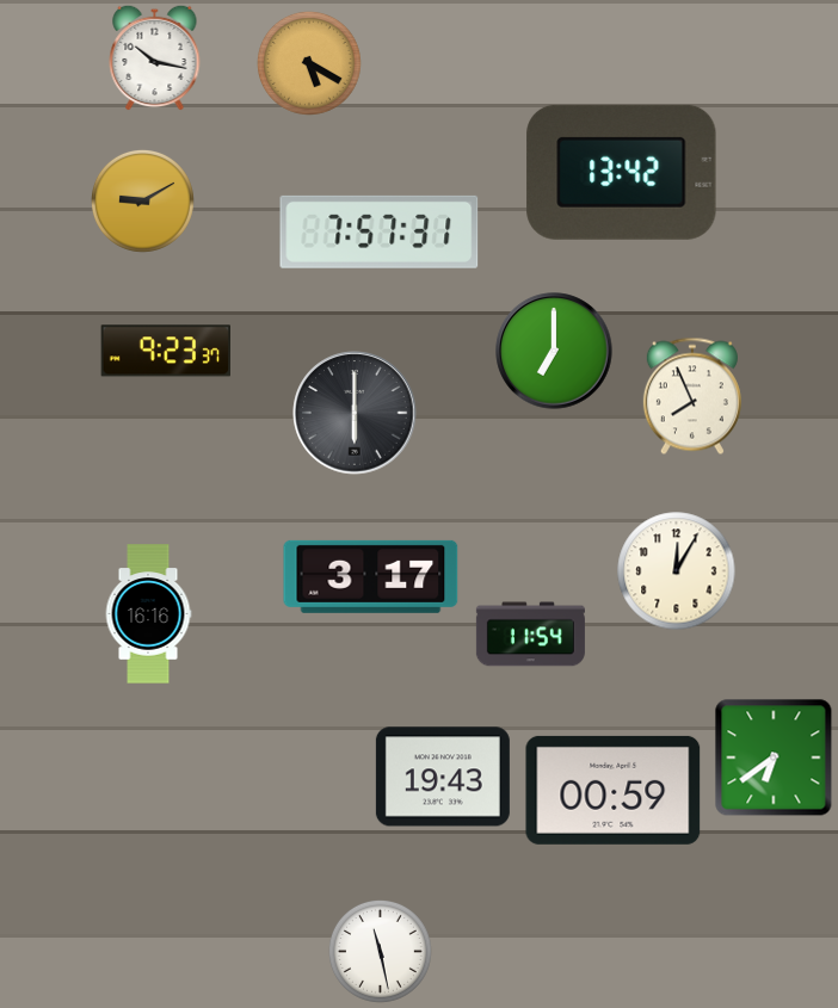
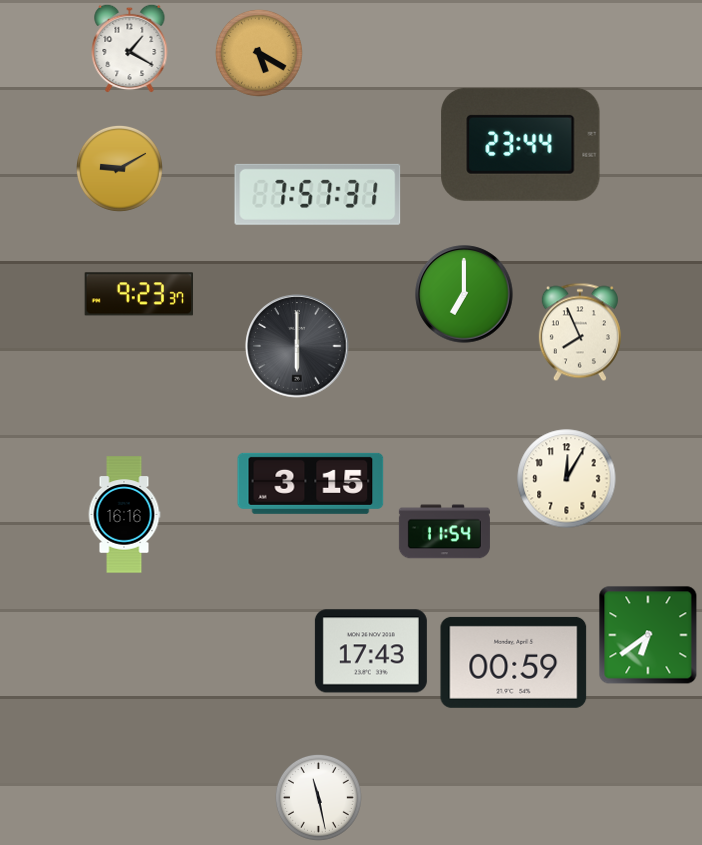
clock at (155, 57): 10:17 -> 1:20
clock at (622, 172): 13:42 -> 23:44
clock at (371, 576): 3:17 -> 3:15
clock at (443, 777): 19:43 -> 17:43
